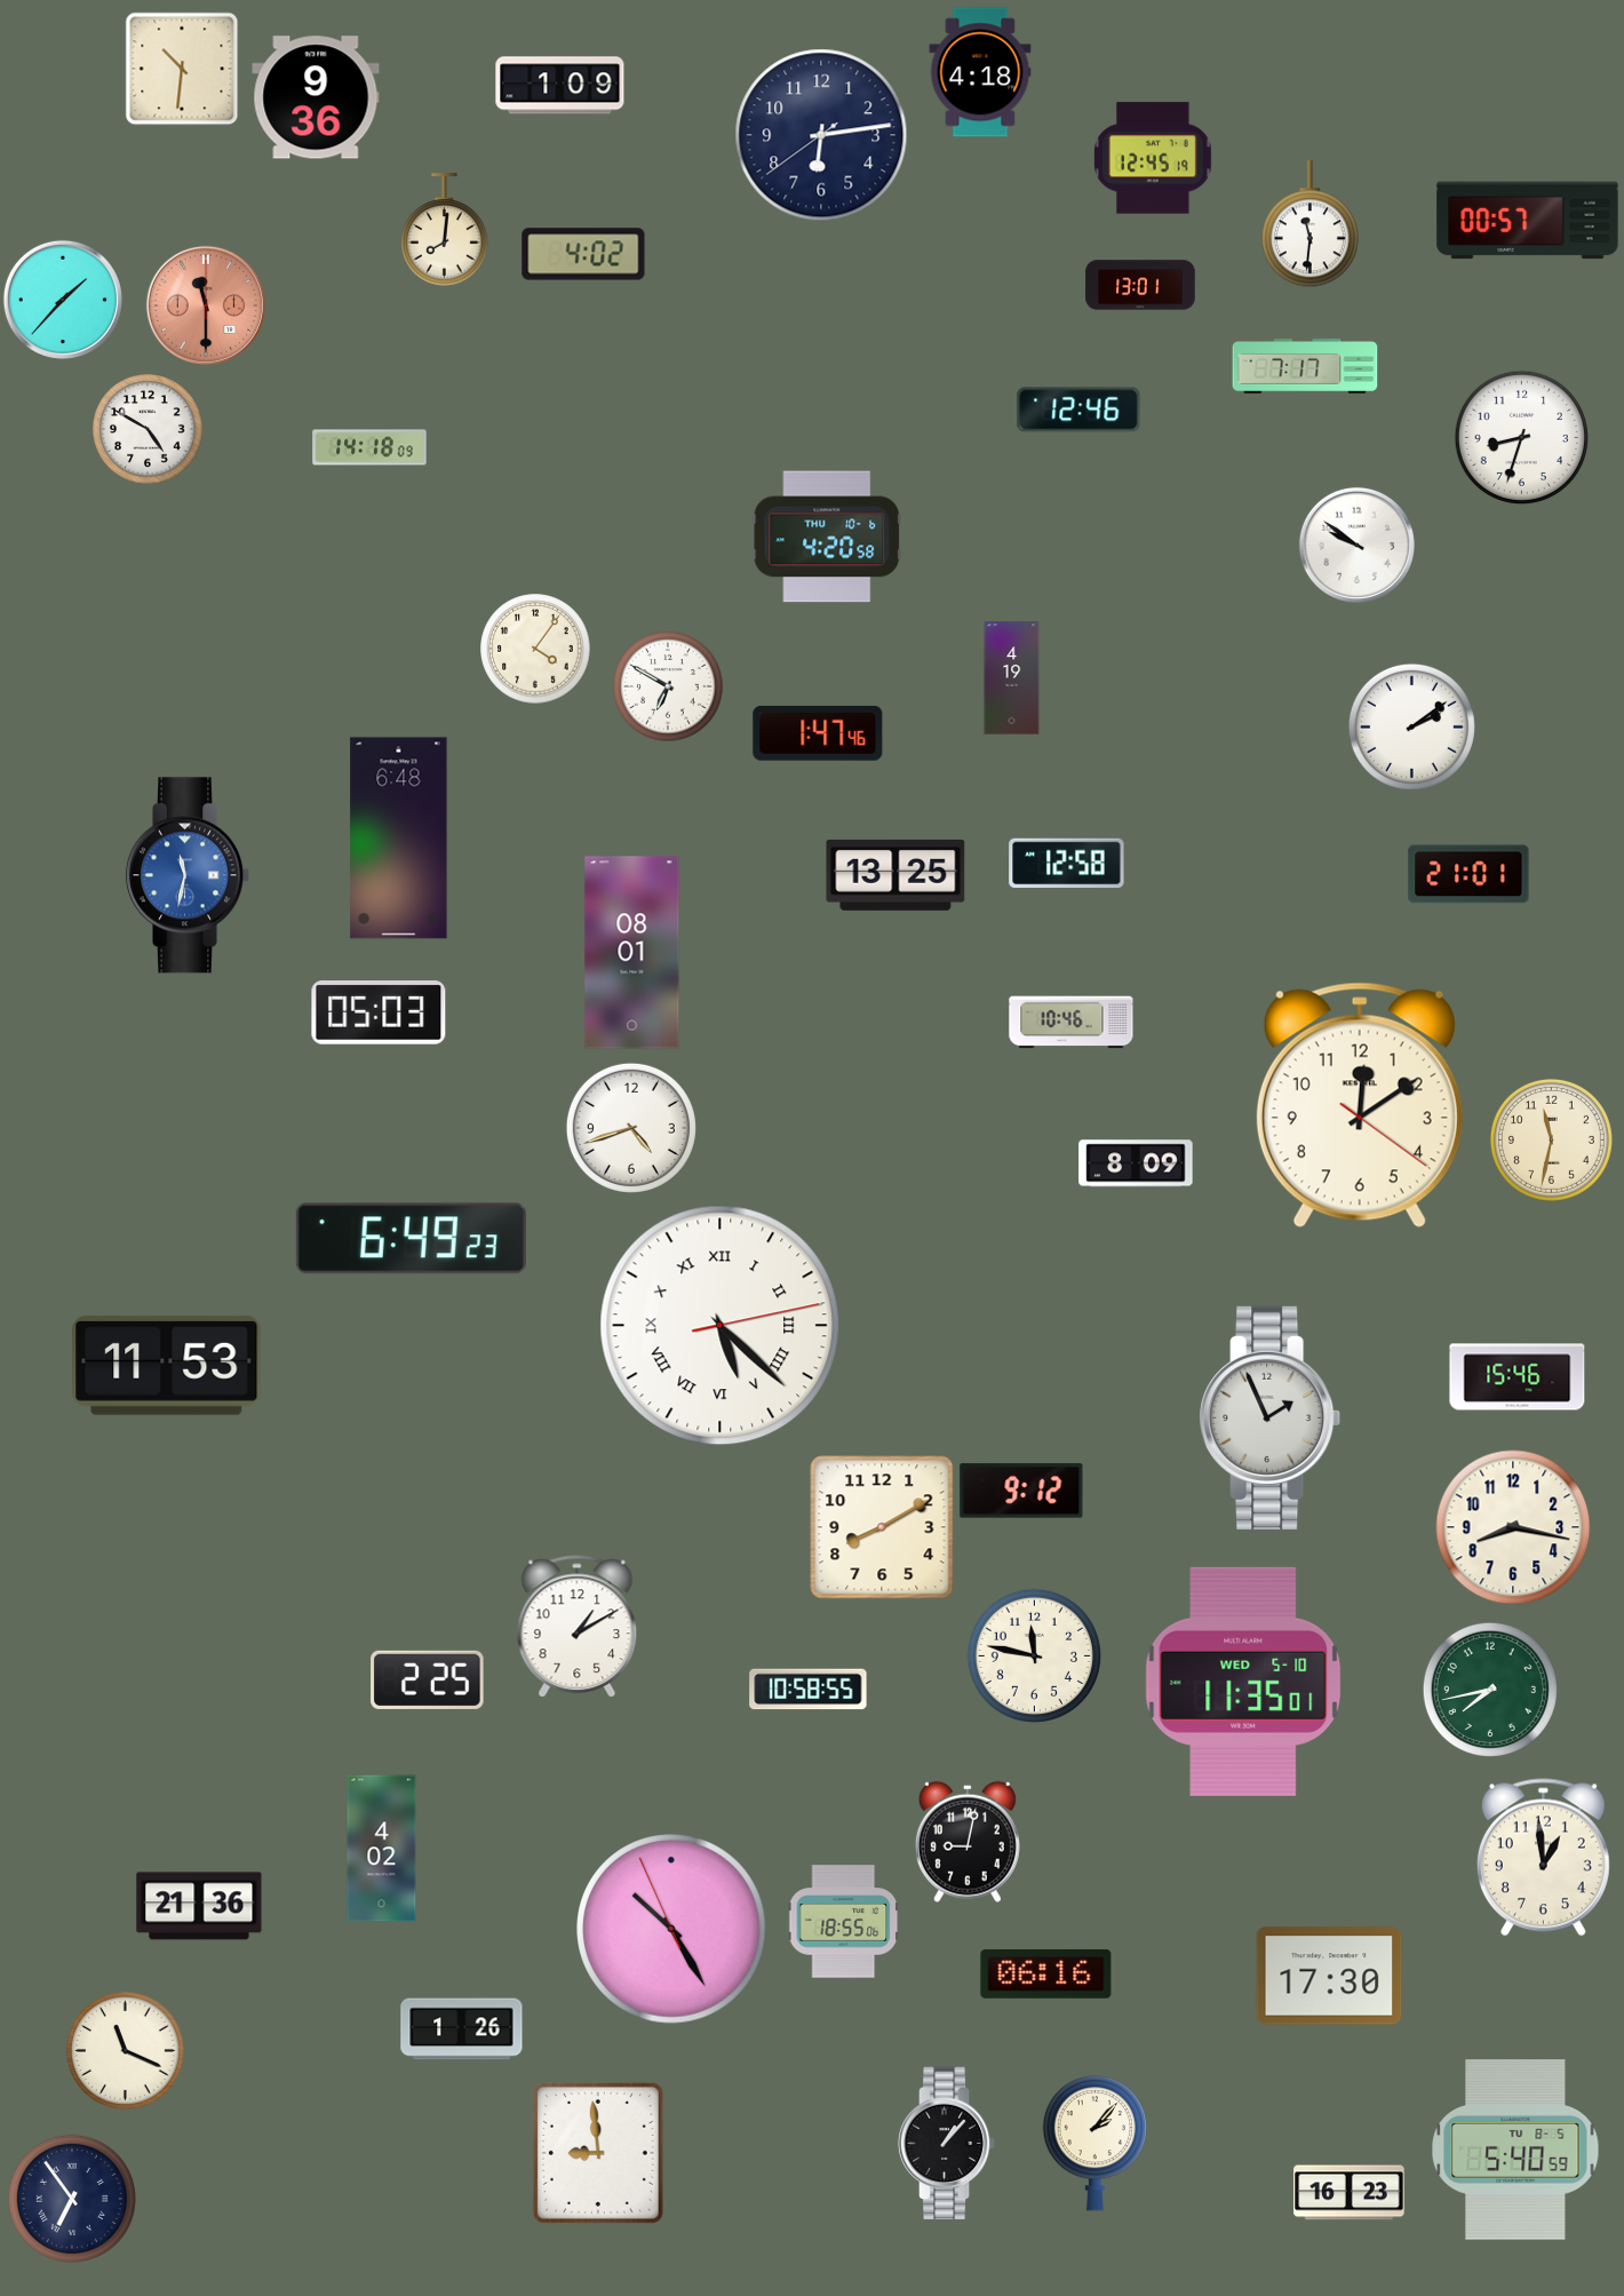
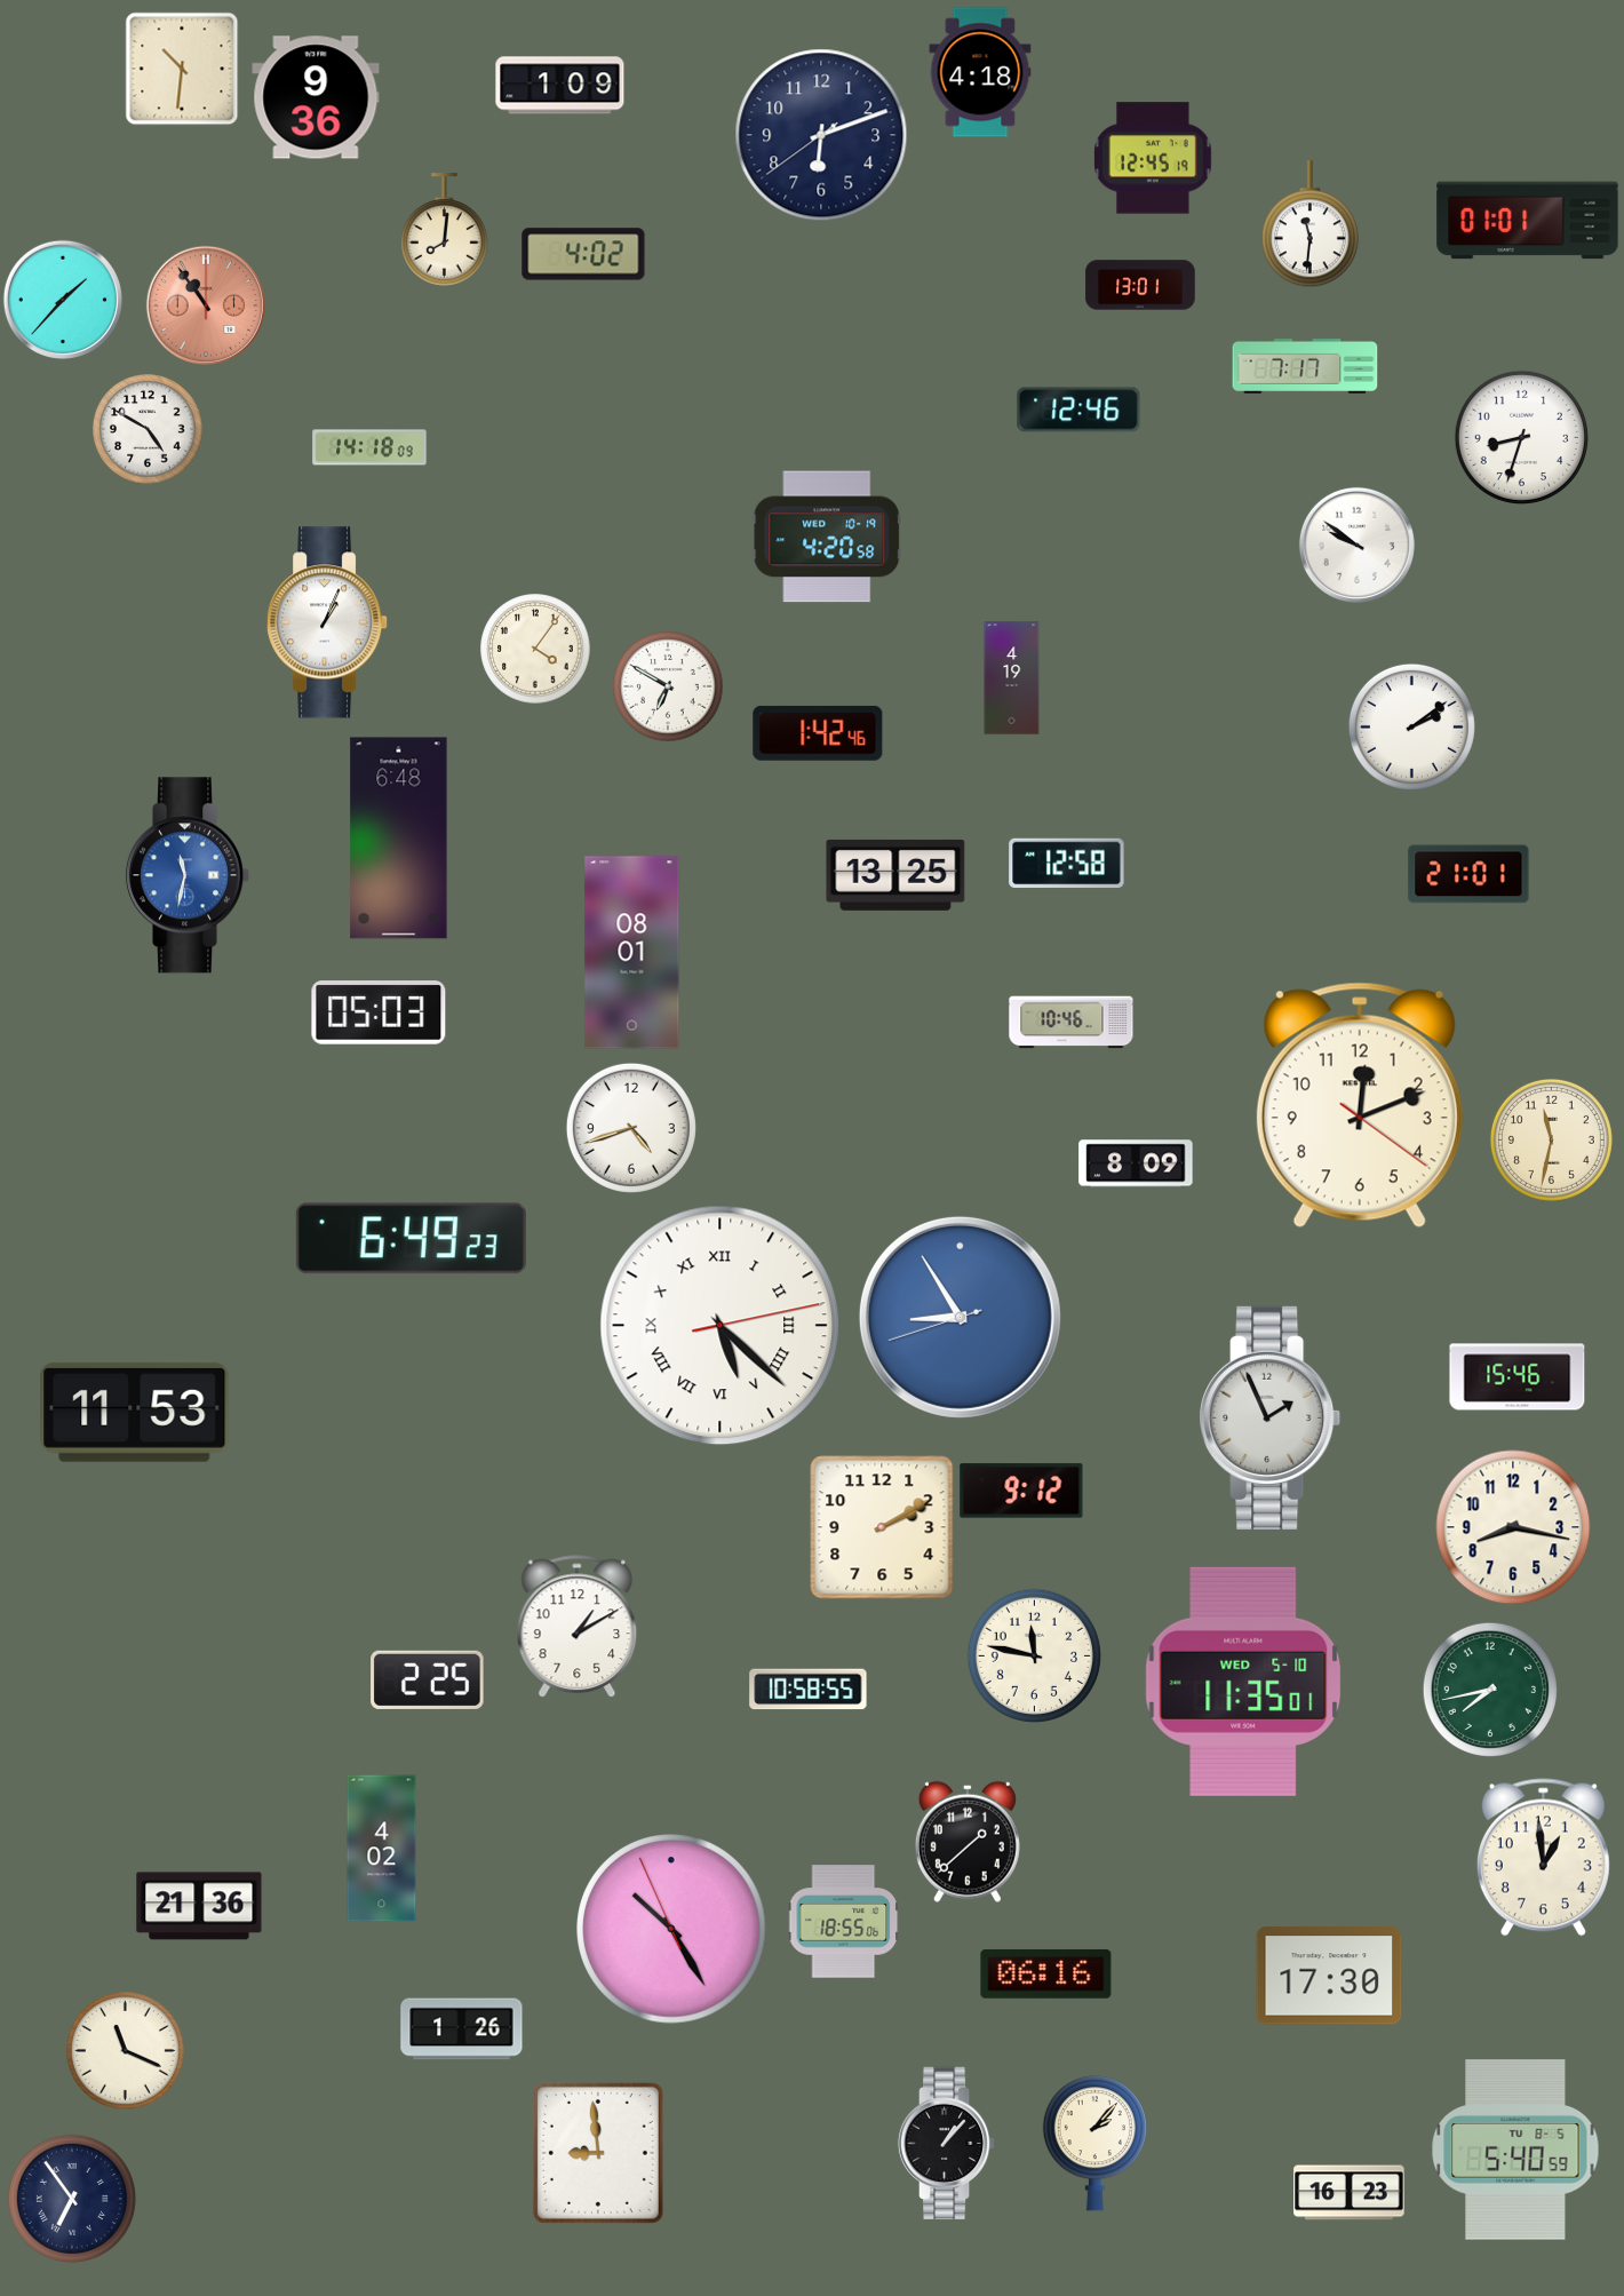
clock at (821, 135): 6:13 -> 6:11
clock at (1528, 221): 00:57 -> 01:01
clock at (206, 305): 11:30 -> 10:54
clock at (827, 537) date: THU 10-6 -> WED 10-19
clock at (328, 622): none -> 1:04
clock at (818, 733): 1:47 -> 1:42
clock at (1360, 1105): 12:09 -> 12:11
clock at (960, 1317): none -> 8:54
clock at (167, 1365) position: (167, 1365) -> (135, 1412)
clock at (882, 1527): 8:10 -> 2:10
clock at (968, 1842): 9:02 -> 1:38
